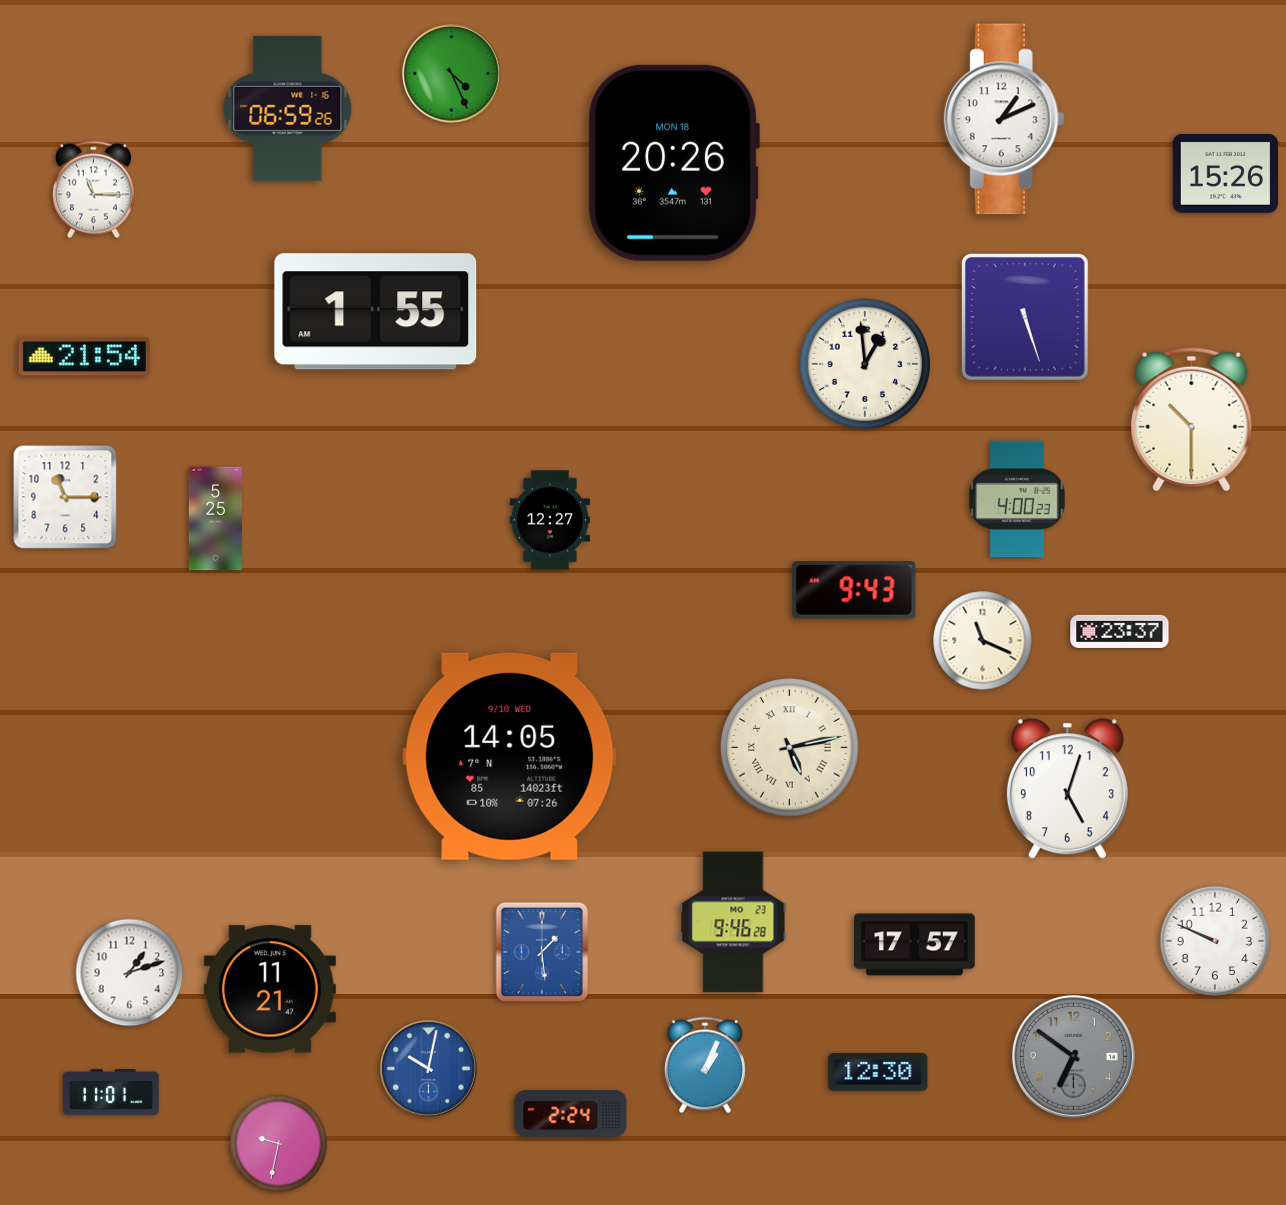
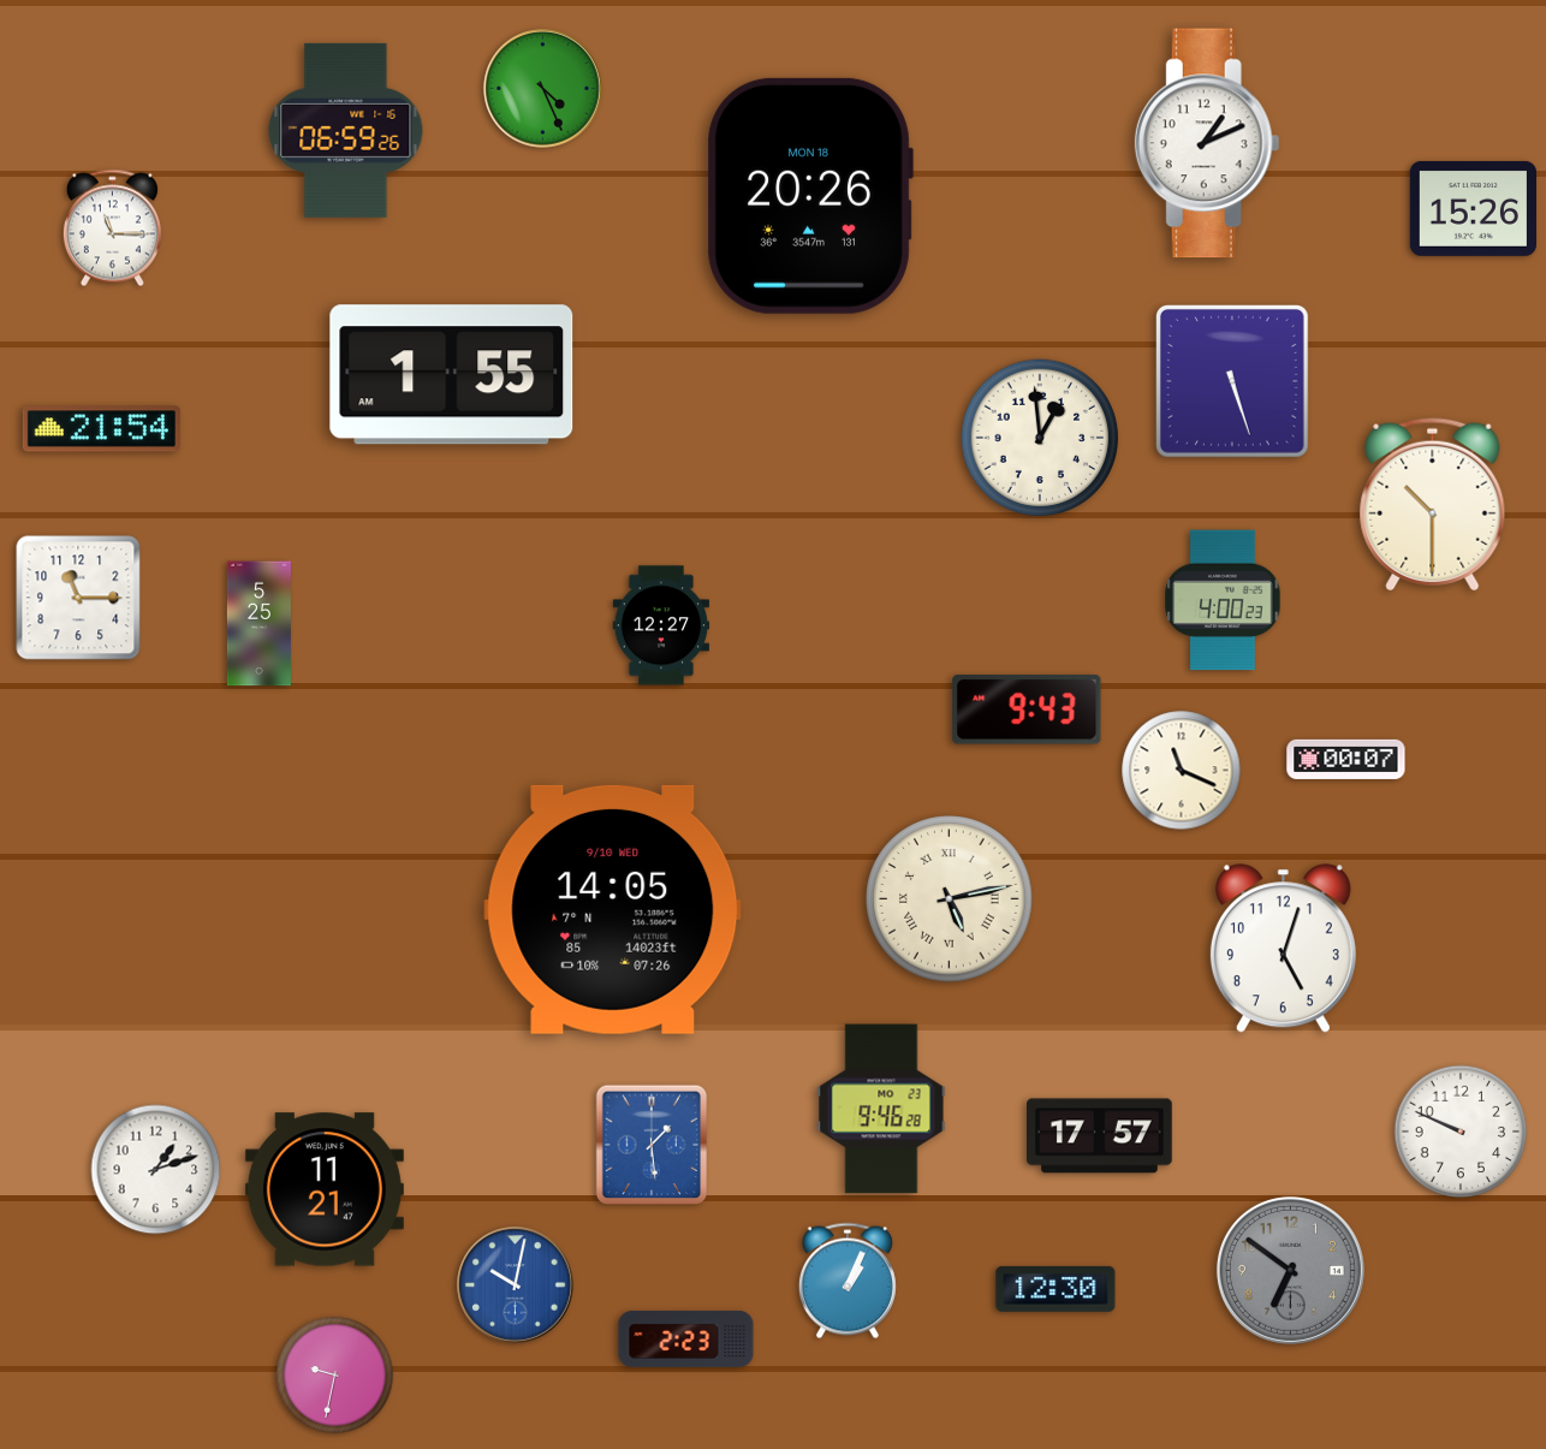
clock at (1120, 631): 23:37 -> 00:07
clock at (111, 1092): 11:01 -> none
clock at (571, 1113): 2:24 -> 2:23
